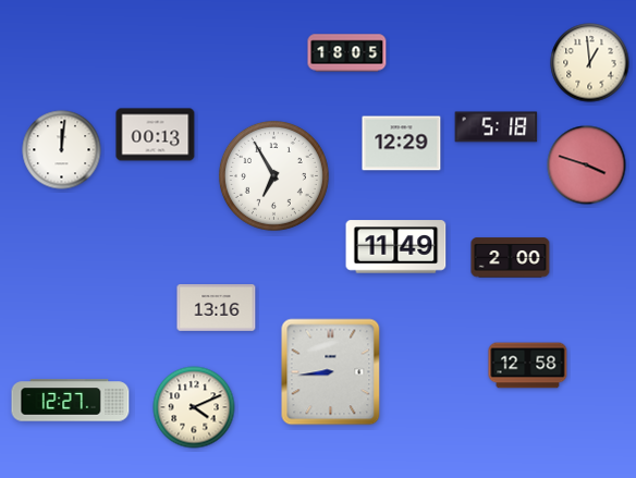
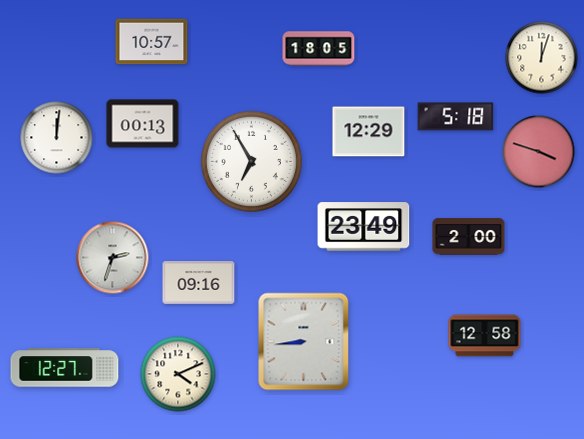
clock at (152, 42): none -> 10:57
clock at (590, 63): 12:59 -> 12:03
clock at (396, 247): 11:49 -> 23:49
clock at (113, 258): none -> 2:33
clock at (217, 308): 13:16 -> 09:16
